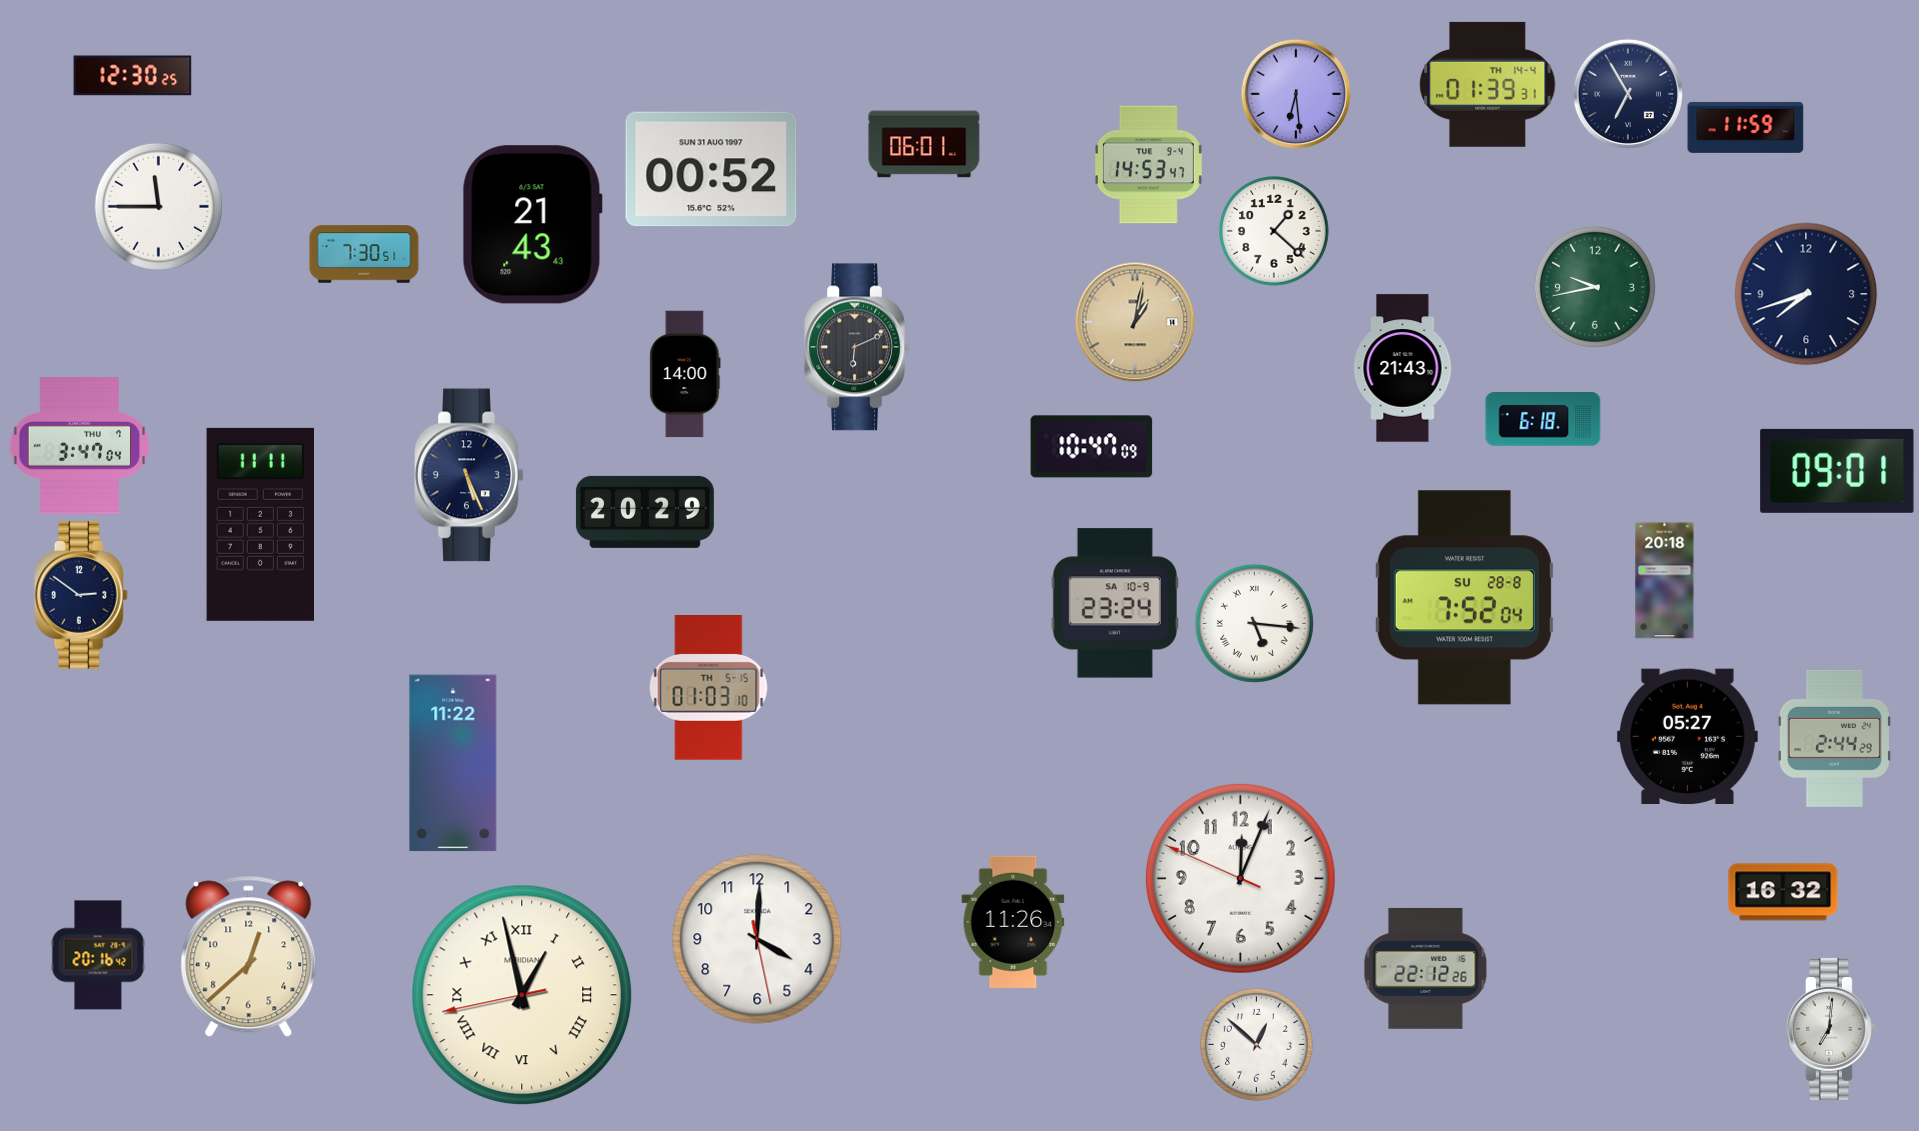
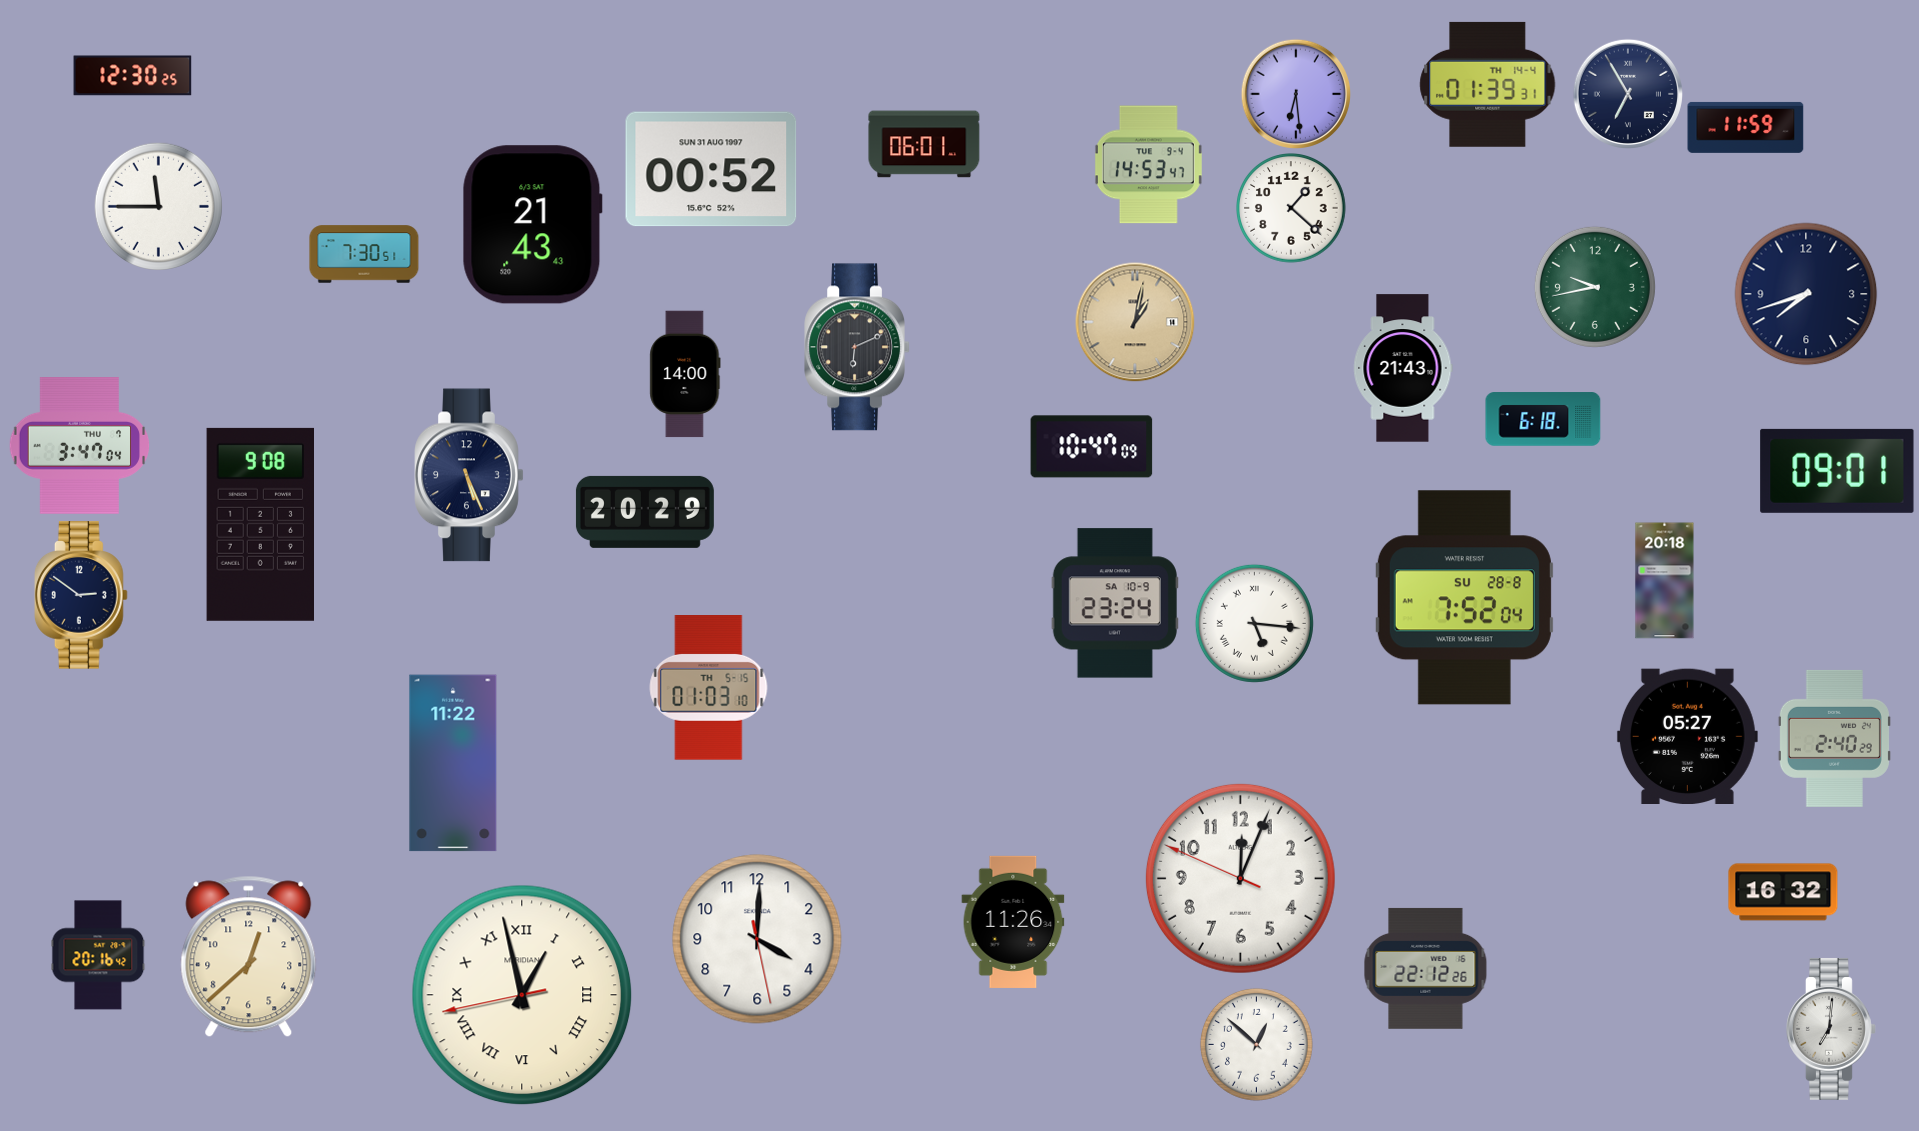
clock at (1275, 232) position: (1275, 232) -> (1292, 209)
clock at (260, 524): 11:11 -> 9:08
clock at (1834, 738): 2:44 -> 2:40
